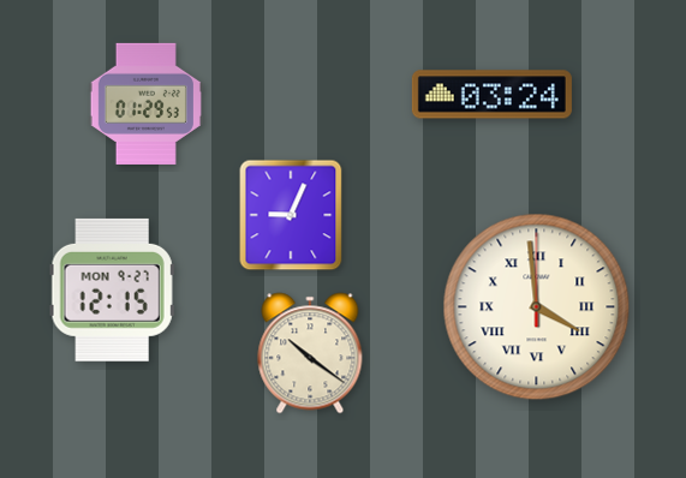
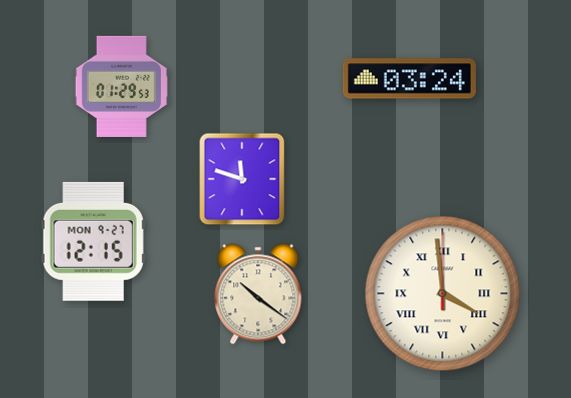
clock at (291, 215): 9:04 -> 11:48
clock at (537, 307) position: (537, 307) -> (443, 294)
